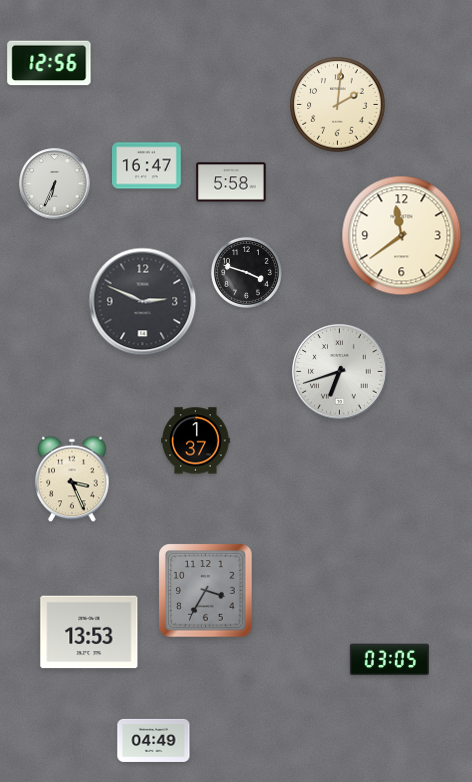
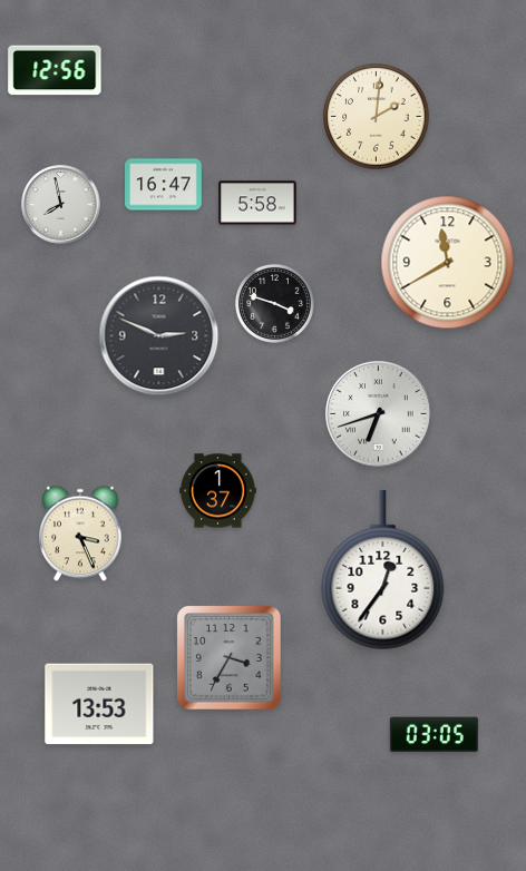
clock at (55, 184): 6:34 -> 7:58
clock at (402, 236): 11:39 -> 11:40
clock at (383, 570): none -> 12:36
clock at (154, 740): 04:49 -> none
